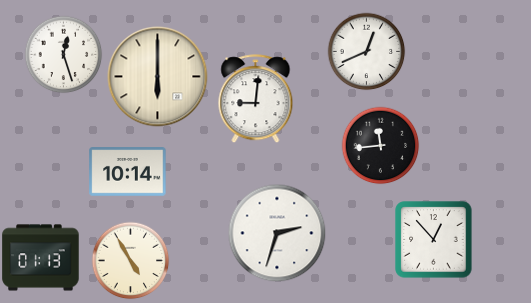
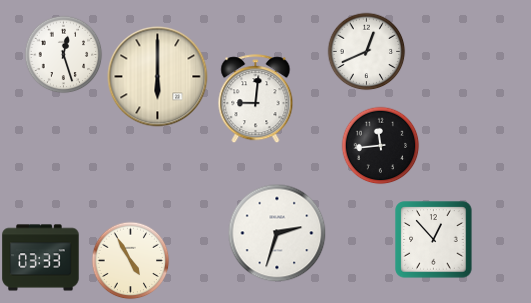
clock at (128, 172): 10:14 -> none
clock at (41, 258): 01:13 -> 03:33
